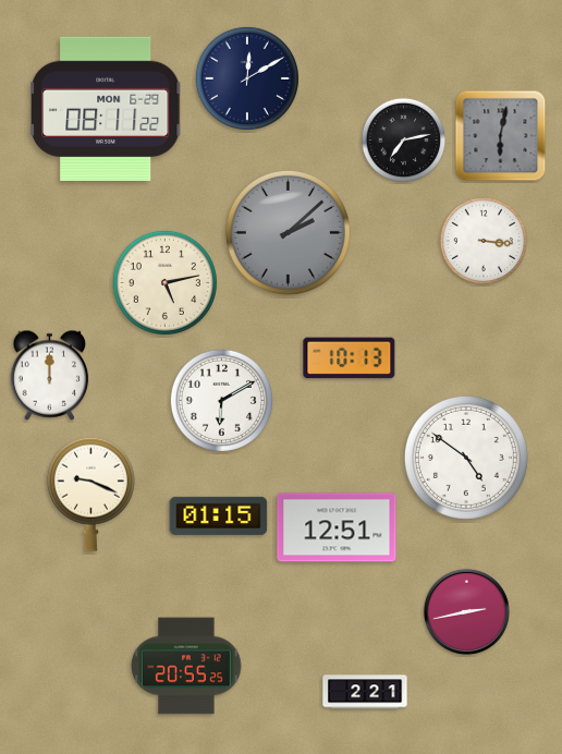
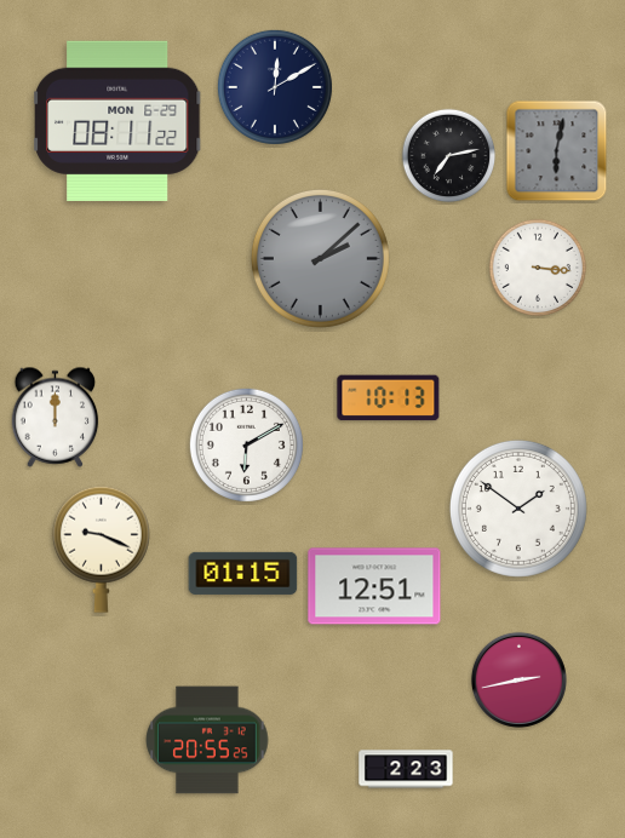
clock at (164, 282): 5:13 -> none
clock at (466, 458): 4:51 -> 1:51
clock at (365, 692): 2:21 -> 2:23
